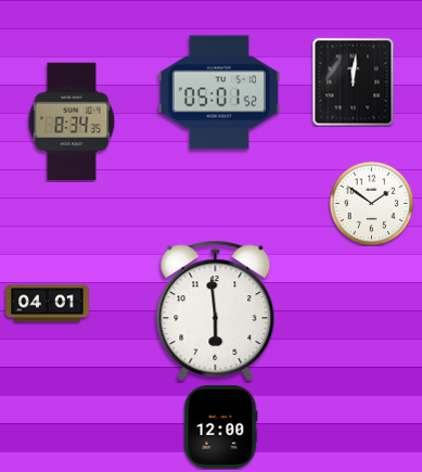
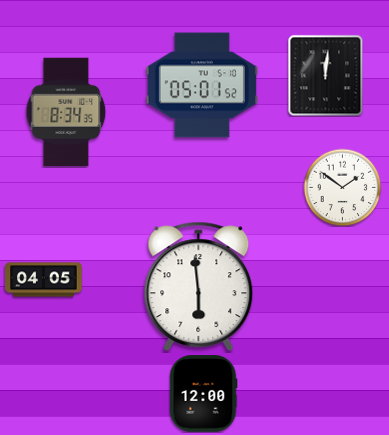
clock at (48, 304): 04:01 -> 04:05
